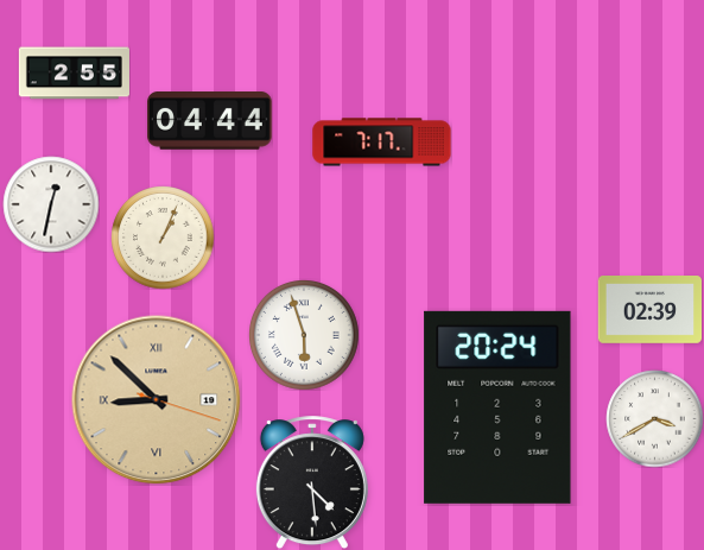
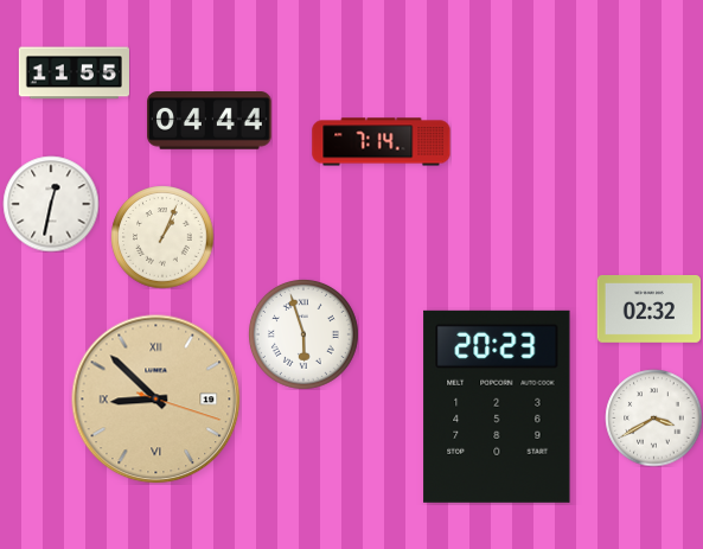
clock at (74, 74): 2:55 -> 11:55
clock at (382, 143): 7:17 -> 7:14
clock at (649, 310): 02:39 -> 02:32
clock at (497, 407): 20:24 -> 20:23
clock at (312, 482): 4:29 -> none
